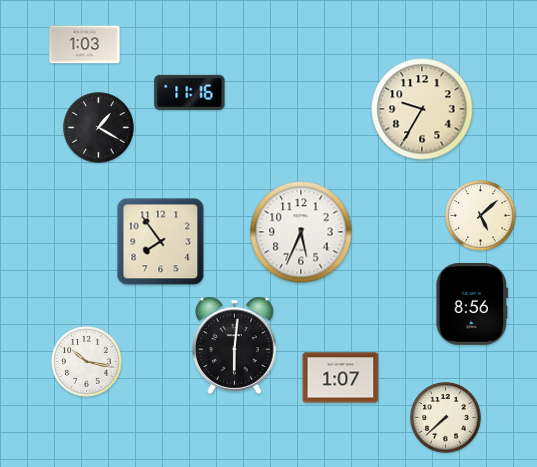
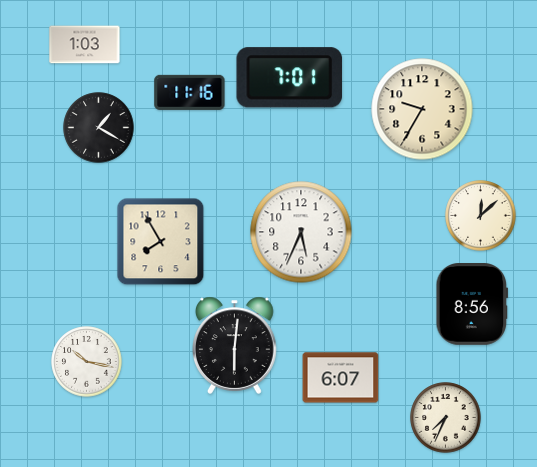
clock at (290, 78): none -> 7:01
clock at (481, 216): 5:08 -> 12:08
clock at (161, 242): 7:54 -> 7:55
clock at (341, 378): 1:07 -> 6:07
clock at (446, 418): 7:38 -> 7:34
